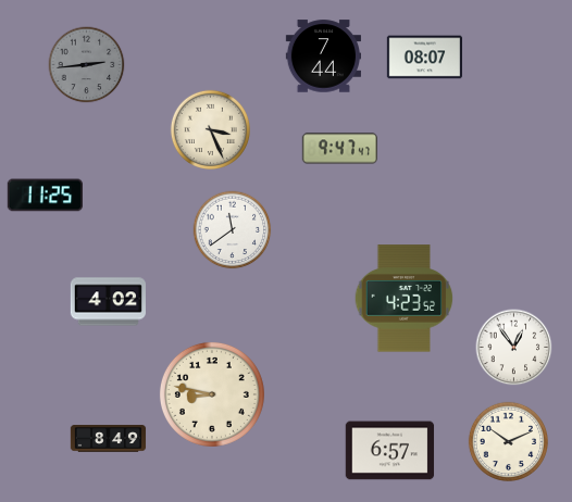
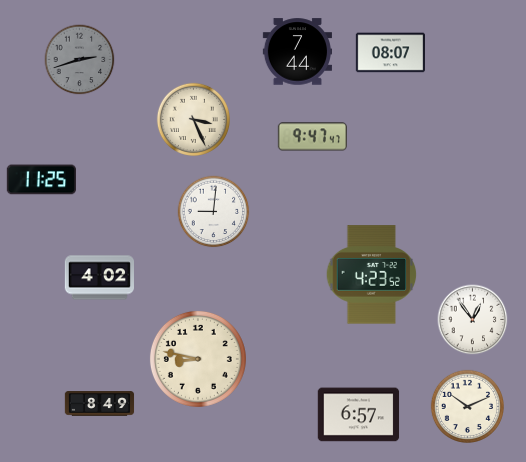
clock at (87, 65): 2:44 -> 2:42
clock at (233, 230): 11:39 -> 9:01
clock at (212, 394) position: (212, 394) -> (198, 359)
